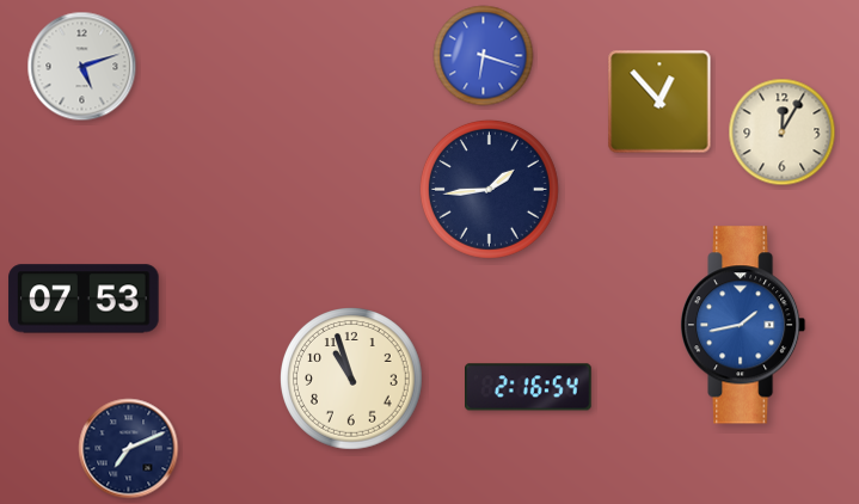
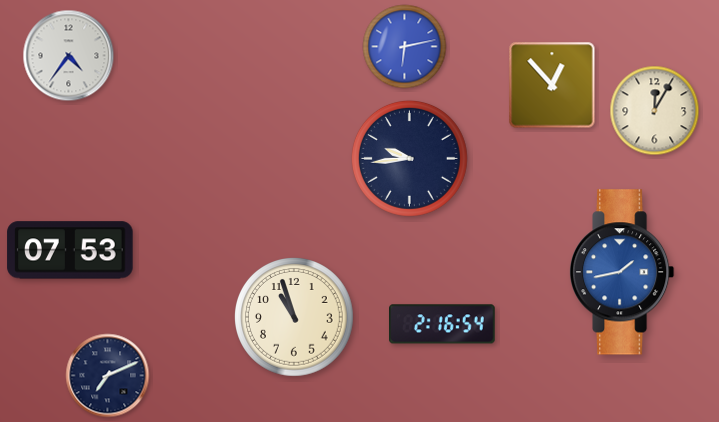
clock at (484, 56): 6:18 -> 6:13
clock at (82, 67): 5:12 -> 4:36
clock at (489, 189): 1:44 -> 9:44
